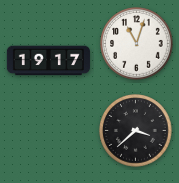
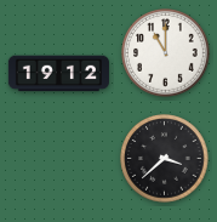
clock at (137, 44): 11:03 -> 11:00
clock at (48, 61): 19:17 -> 19:12
